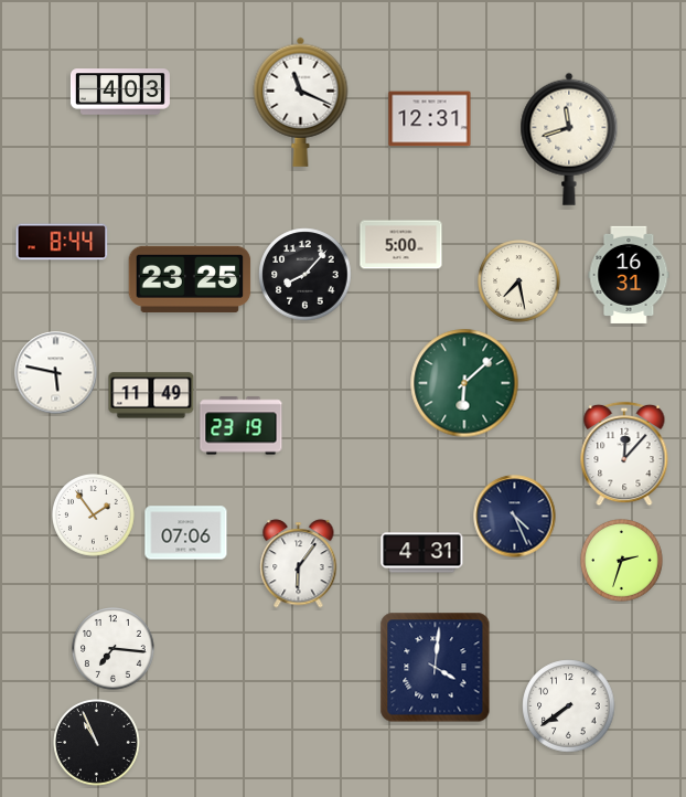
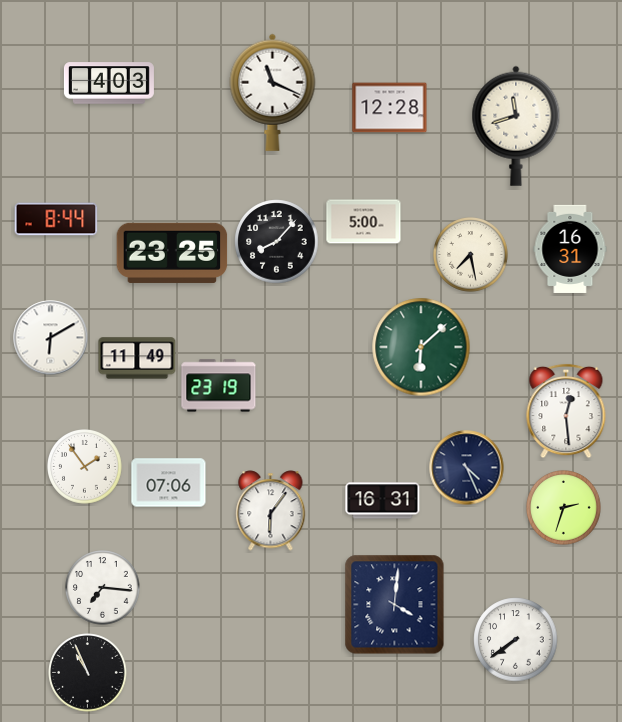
clock at (430, 119): 12:31 -> 12:28
clock at (306, 275) position: (306, 275) -> (277, 242)
clock at (56, 373): 5:47 -> 6:10
clock at (624, 454): 12:07 -> 12:29
clock at (422, 553): 4:31 -> 16:31
